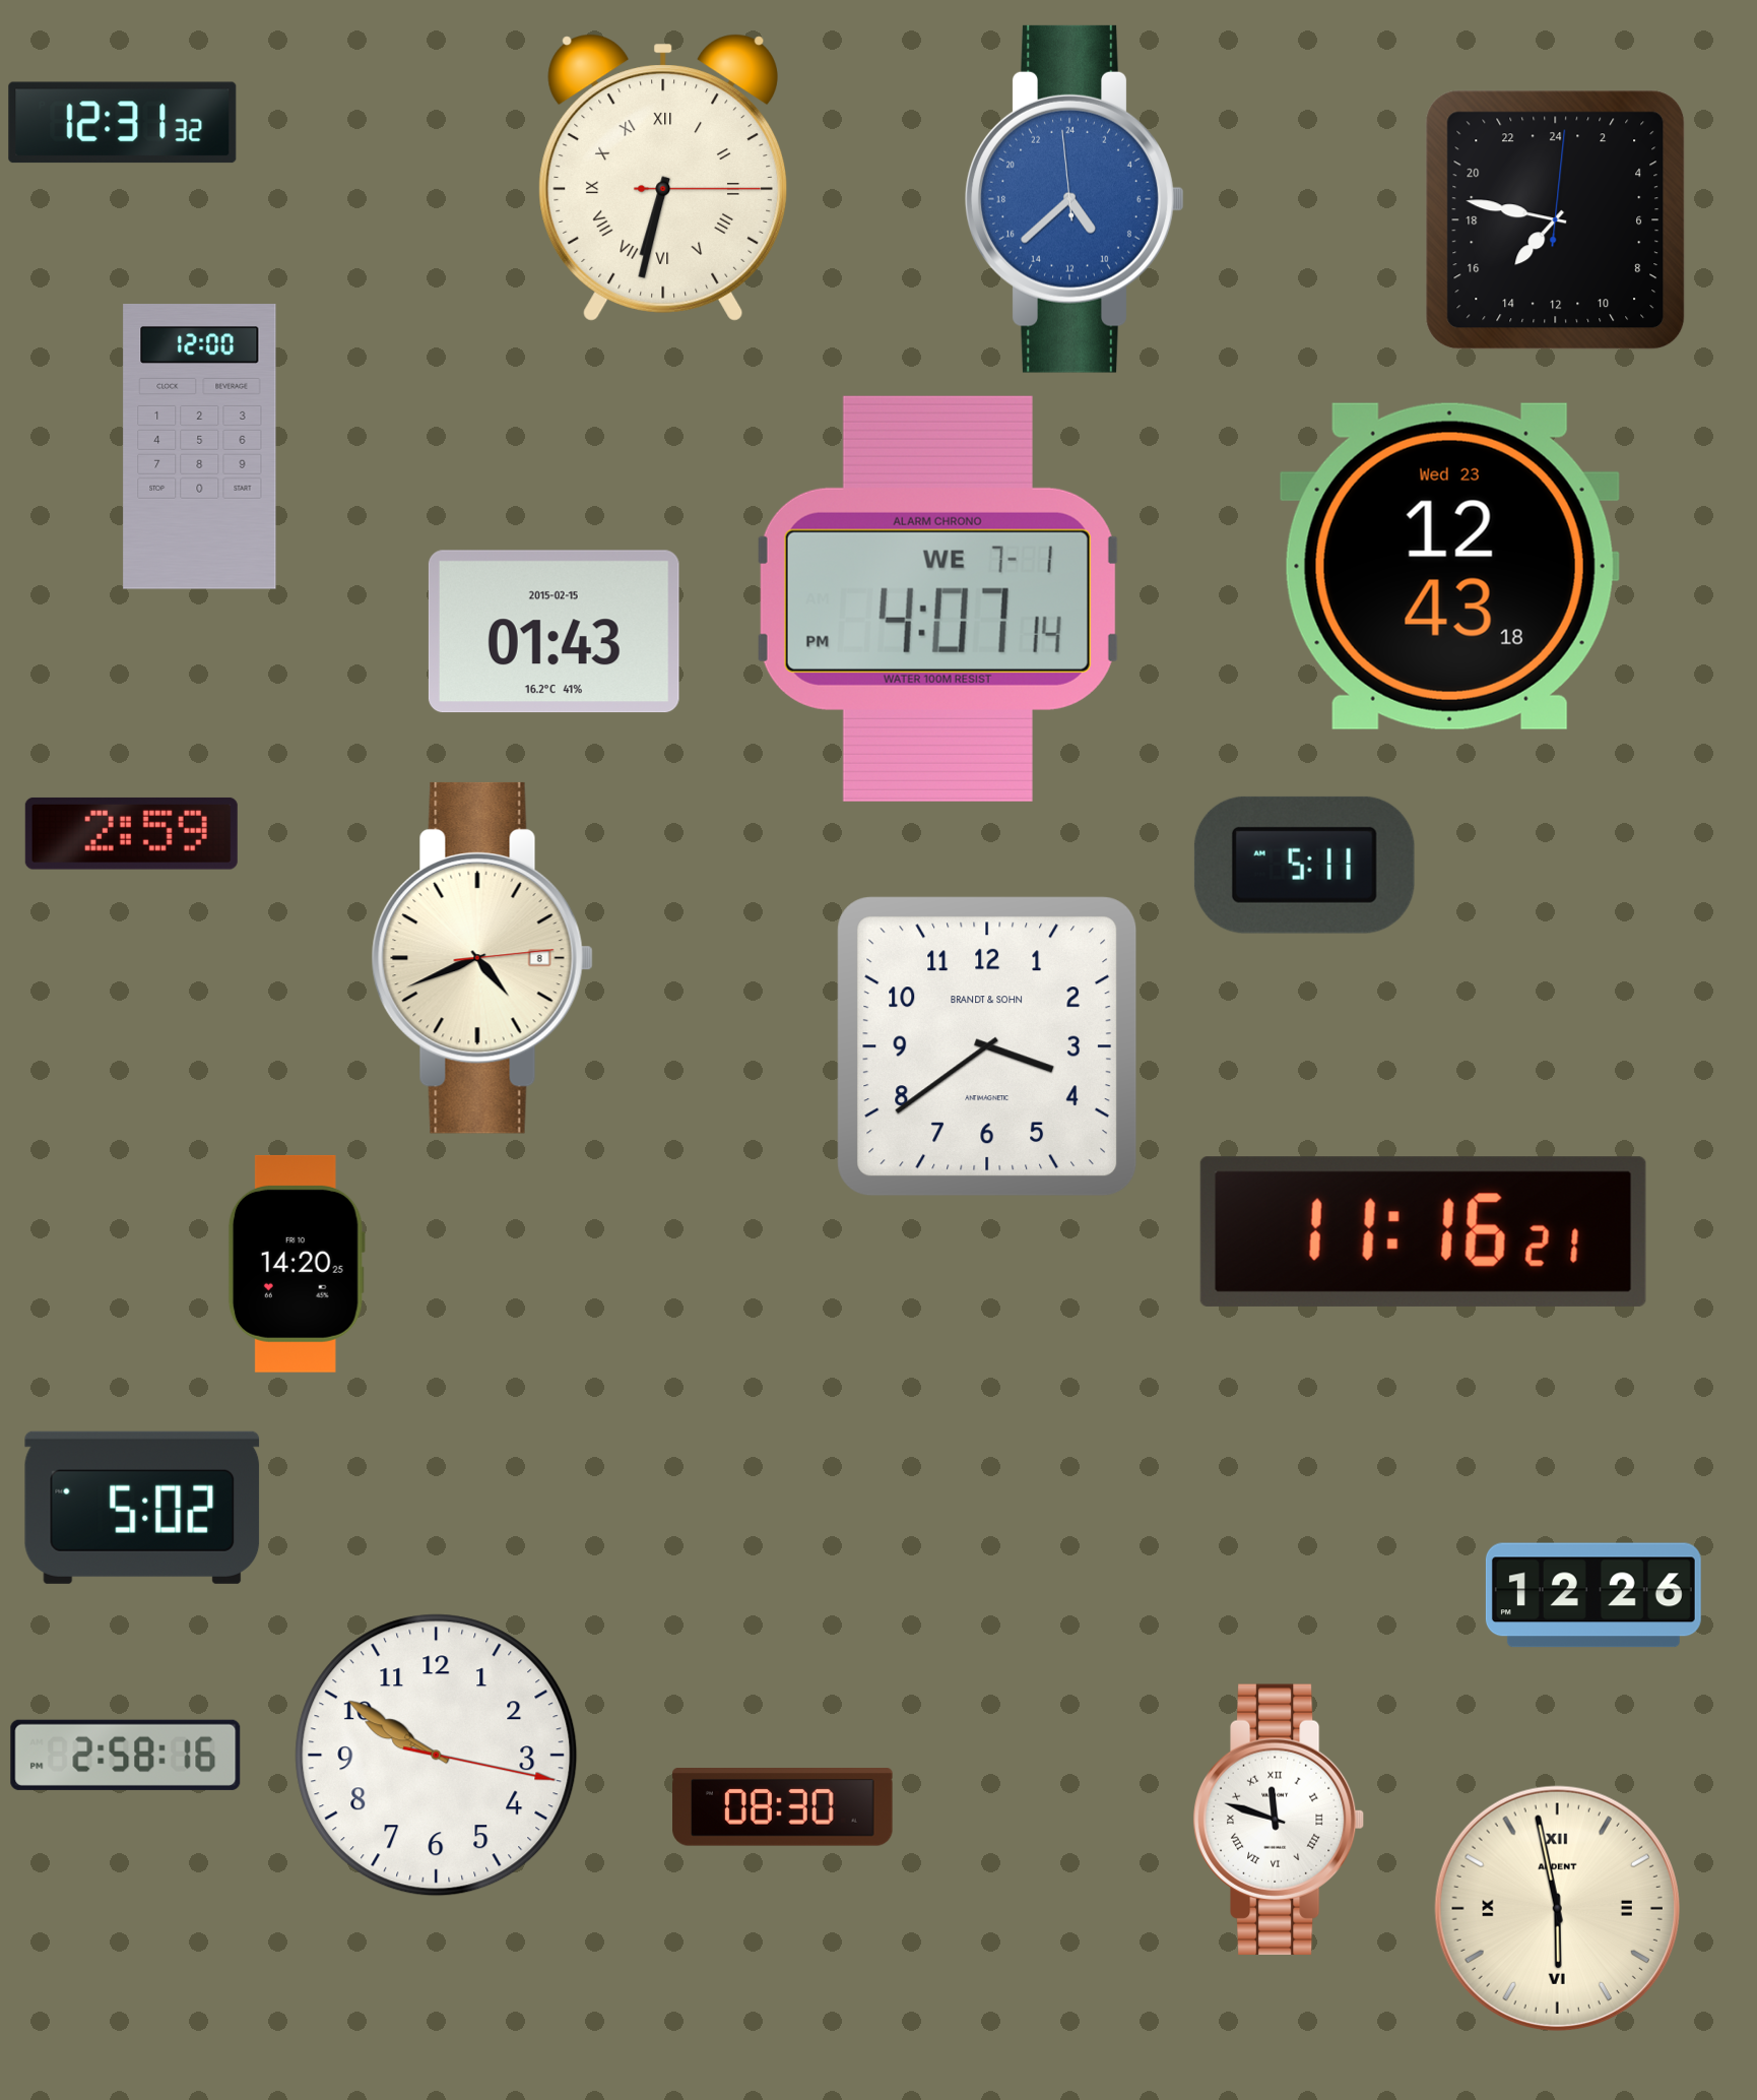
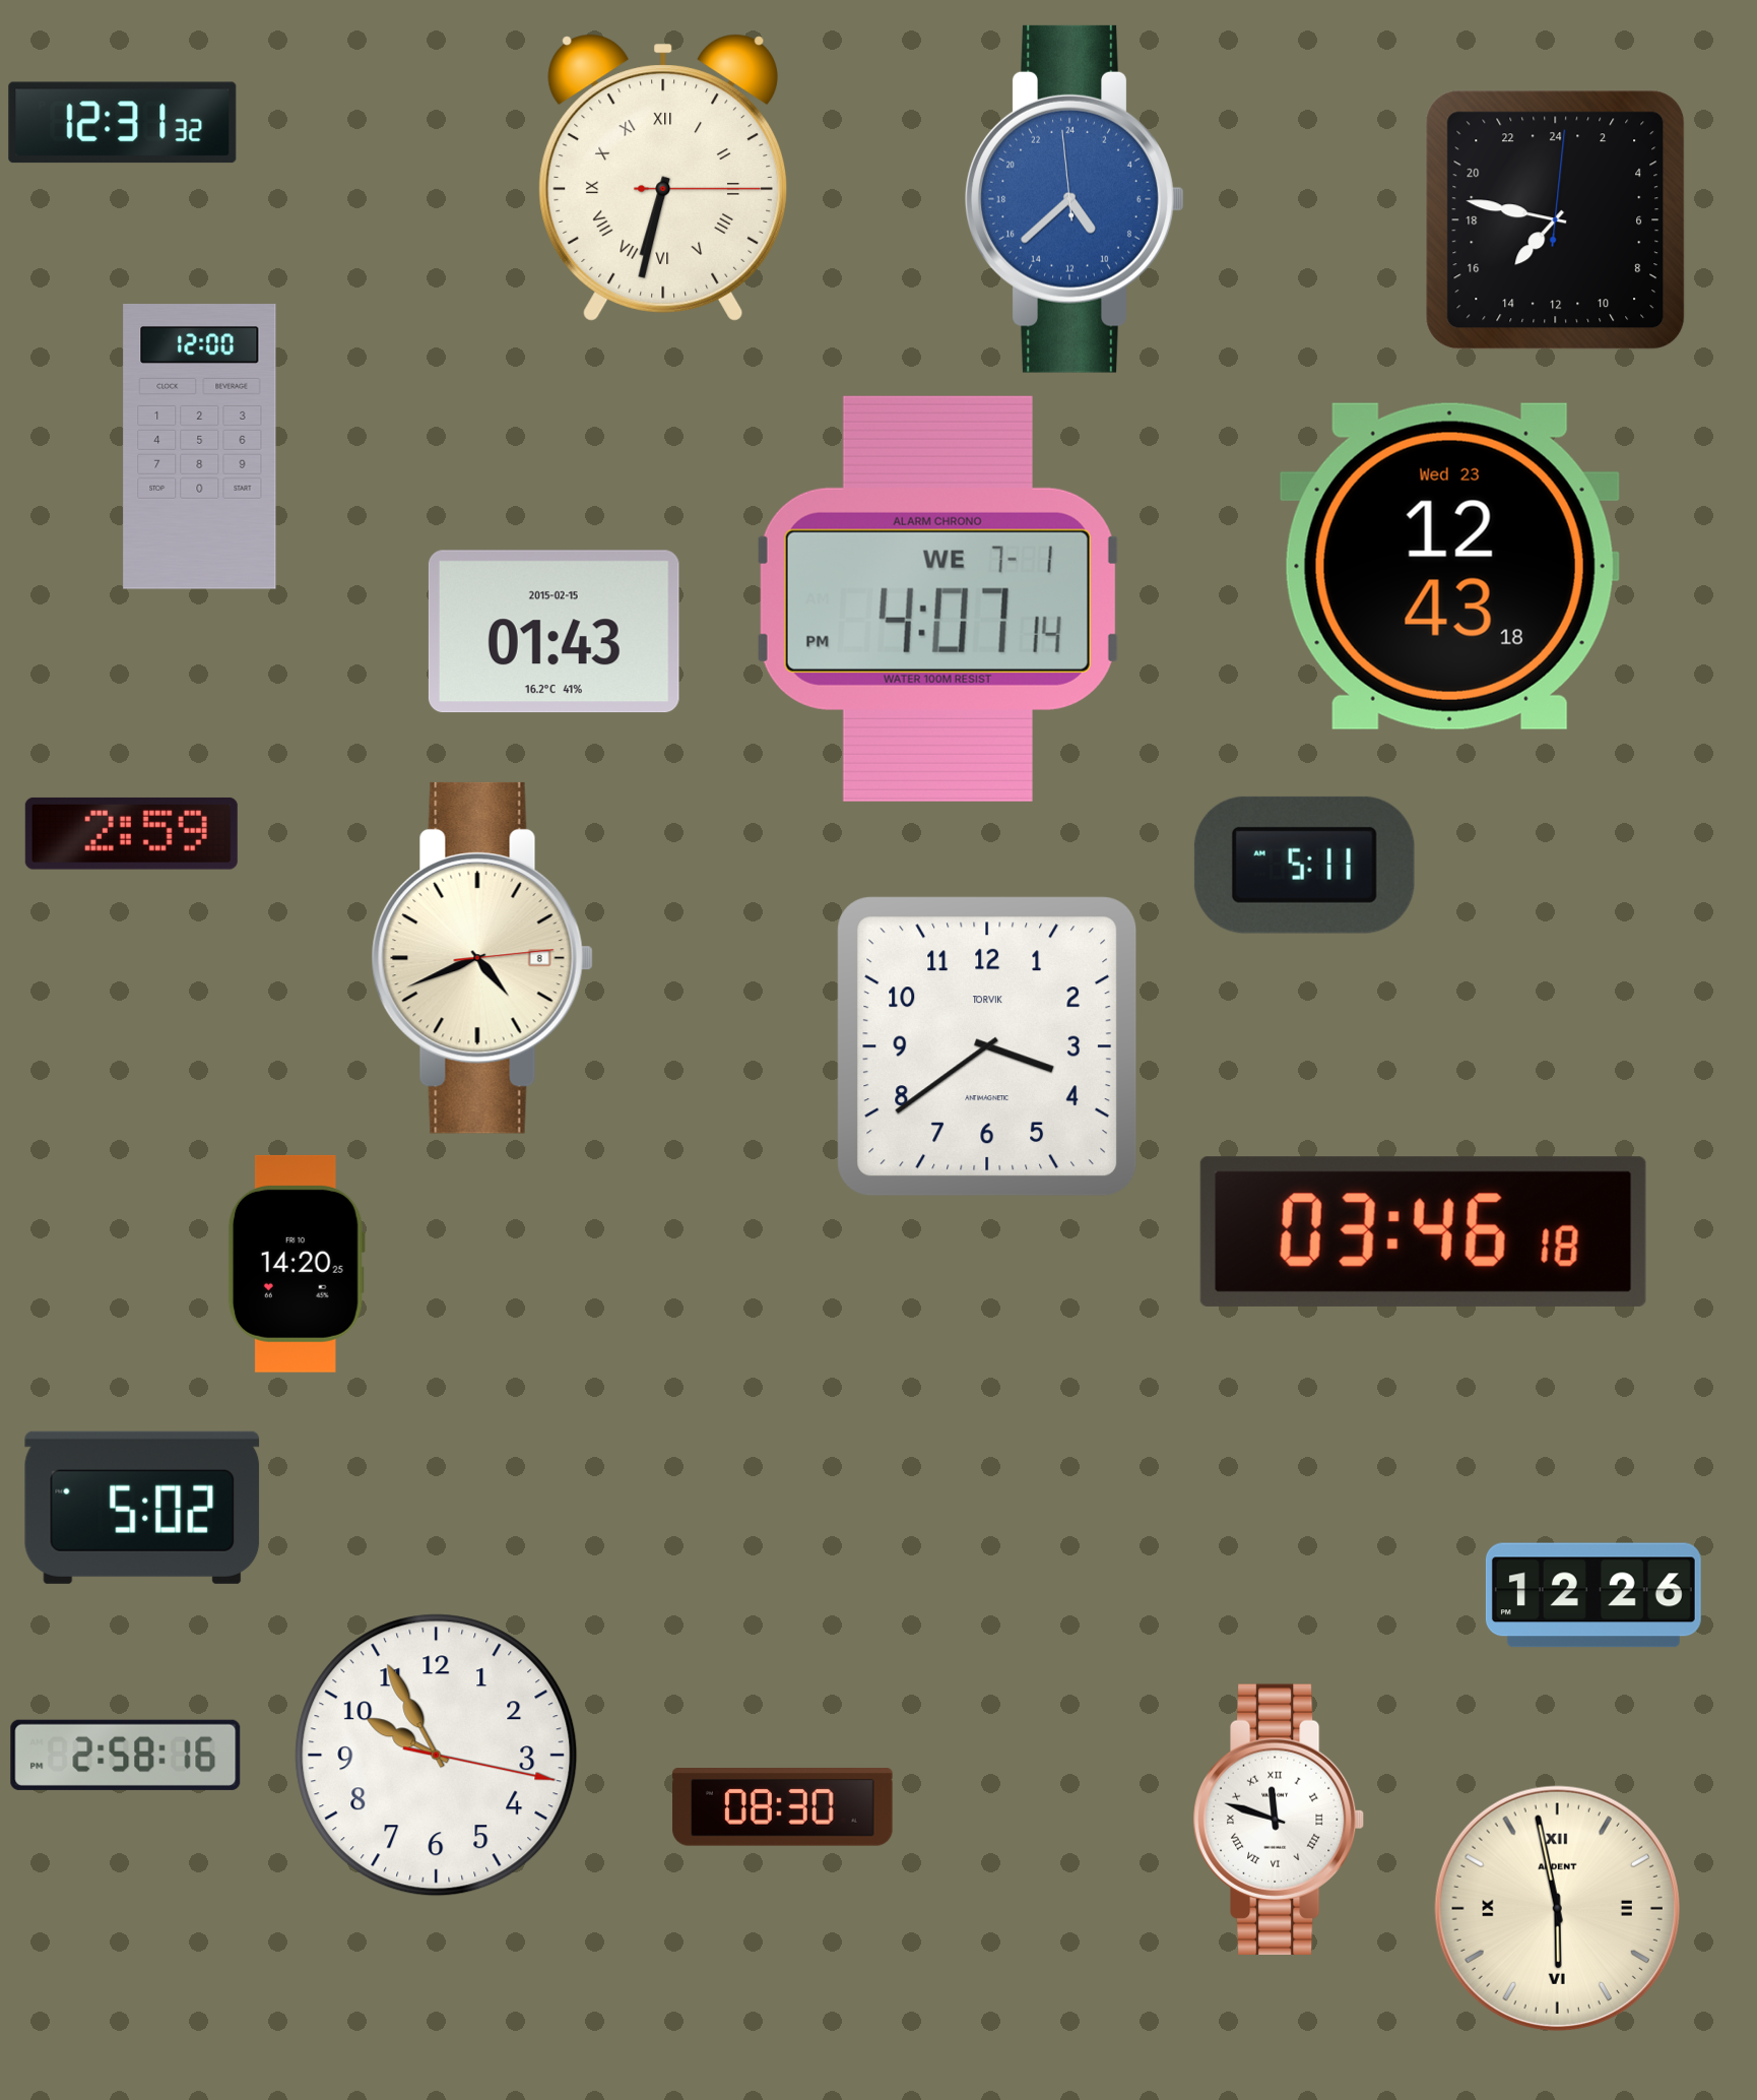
clock at (987, 1046) brand: BRANDT & SOHN -> TORVIK
clock at (1423, 1231): 11:16 -> 03:46
clock at (437, 1756): 9:50 -> 9:55
